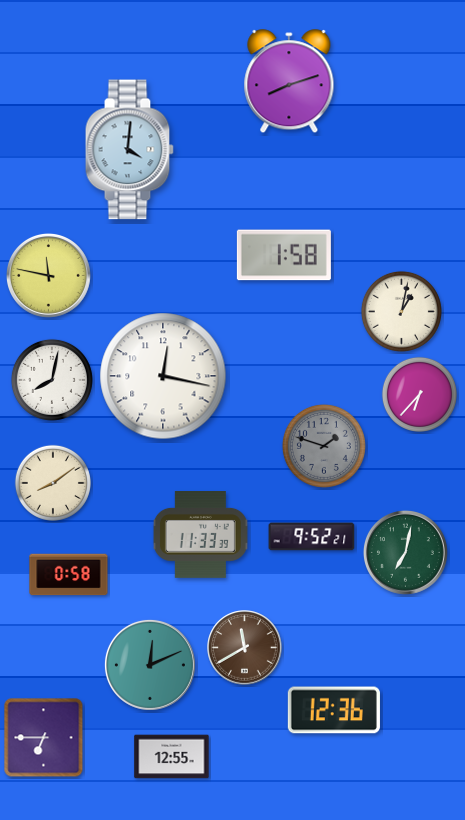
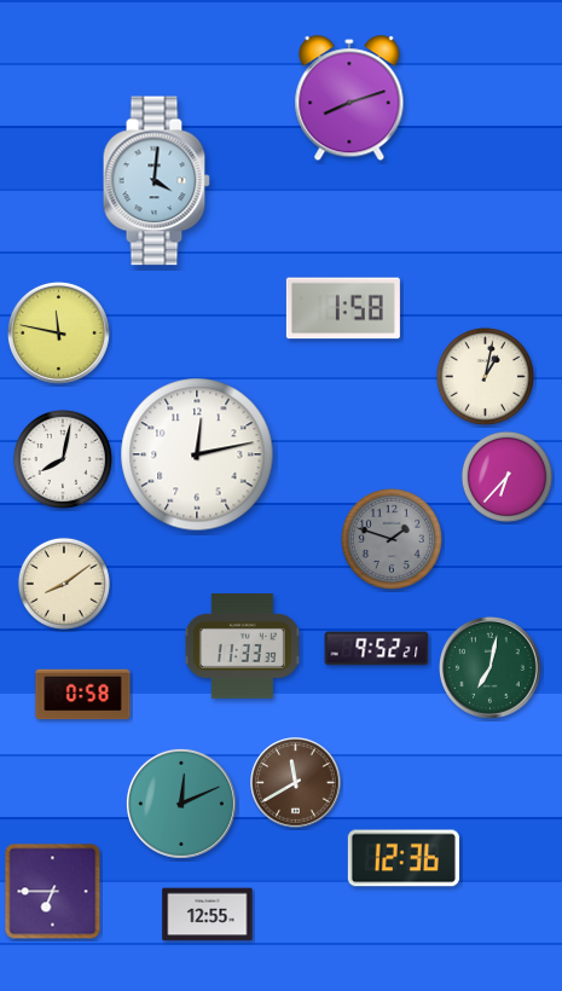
clock at (163, 376): 12:17 -> 12:13
